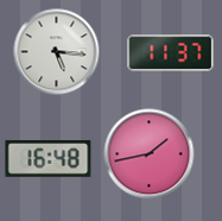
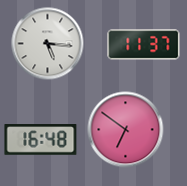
clock at (150, 154): 1:43 -> 6:51
clock at (49, 159) position: (49, 159) -> (41, 140)
